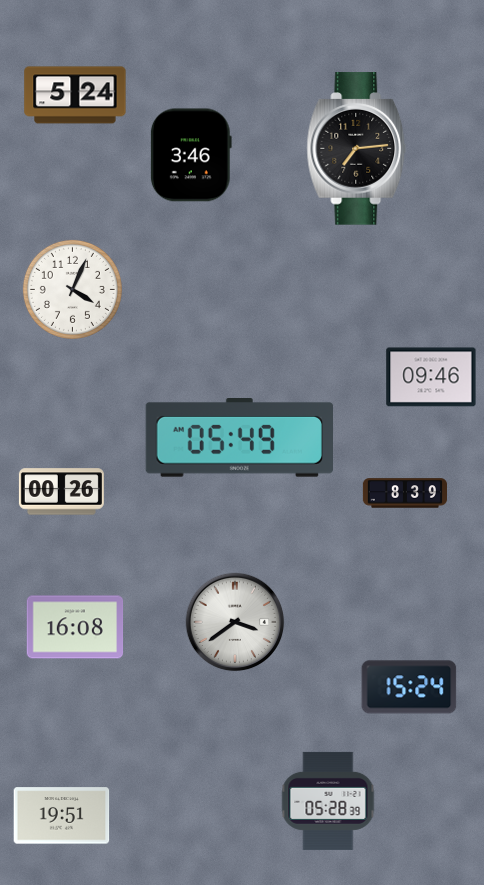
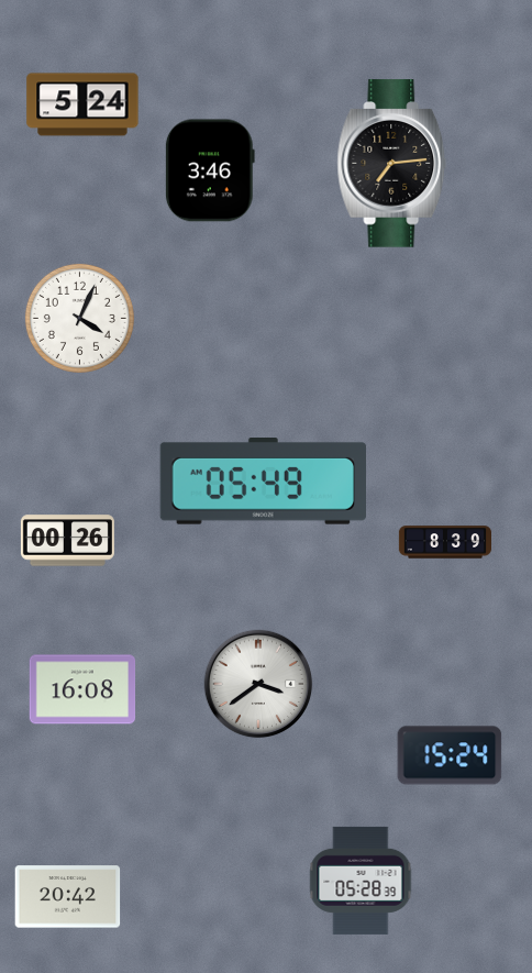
clock at (431, 377): 09:46 -> none
clock at (62, 816): 19:51 -> 20:42
